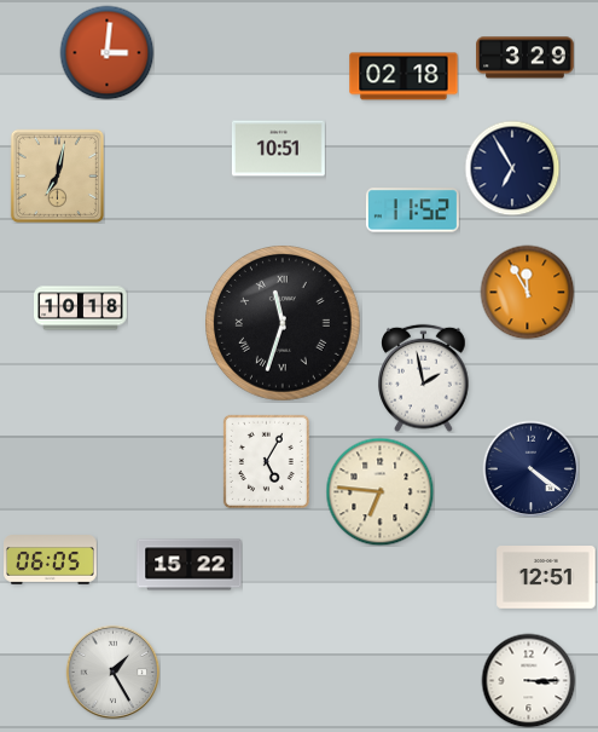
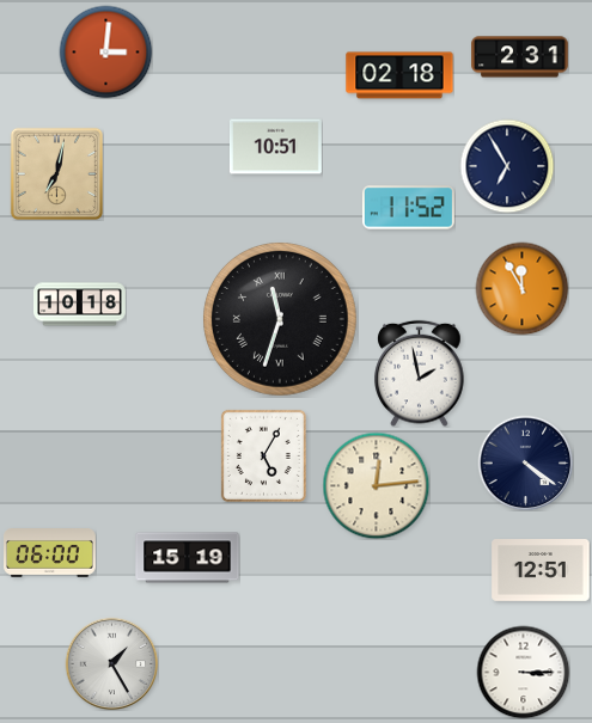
clock at (526, 58): 3:29 -> 2:31
clock at (379, 491): 6:46 -> 12:14
clock at (51, 560): 06:05 -> 06:00
clock at (190, 565): 15:22 -> 15:19
